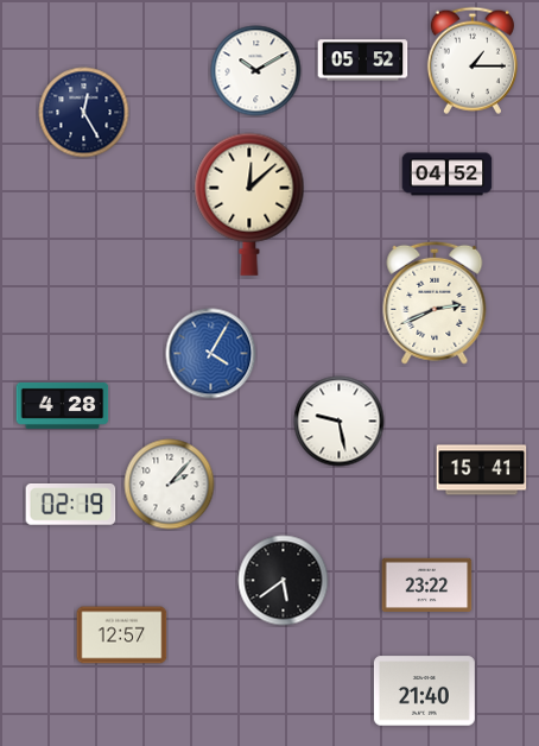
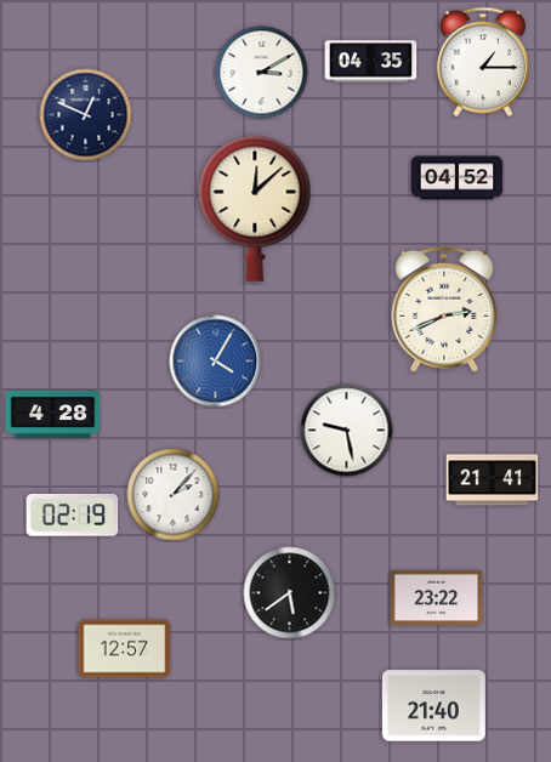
clock at (363, 61): 05:52 -> 04:35
clock at (256, 71): 10:10 -> 3:10
clock at (84, 113): 12:25 -> 12:49
clock at (63, 405) position: (63, 405) -> (53, 414)
clock at (482, 470): 15:41 -> 21:41
